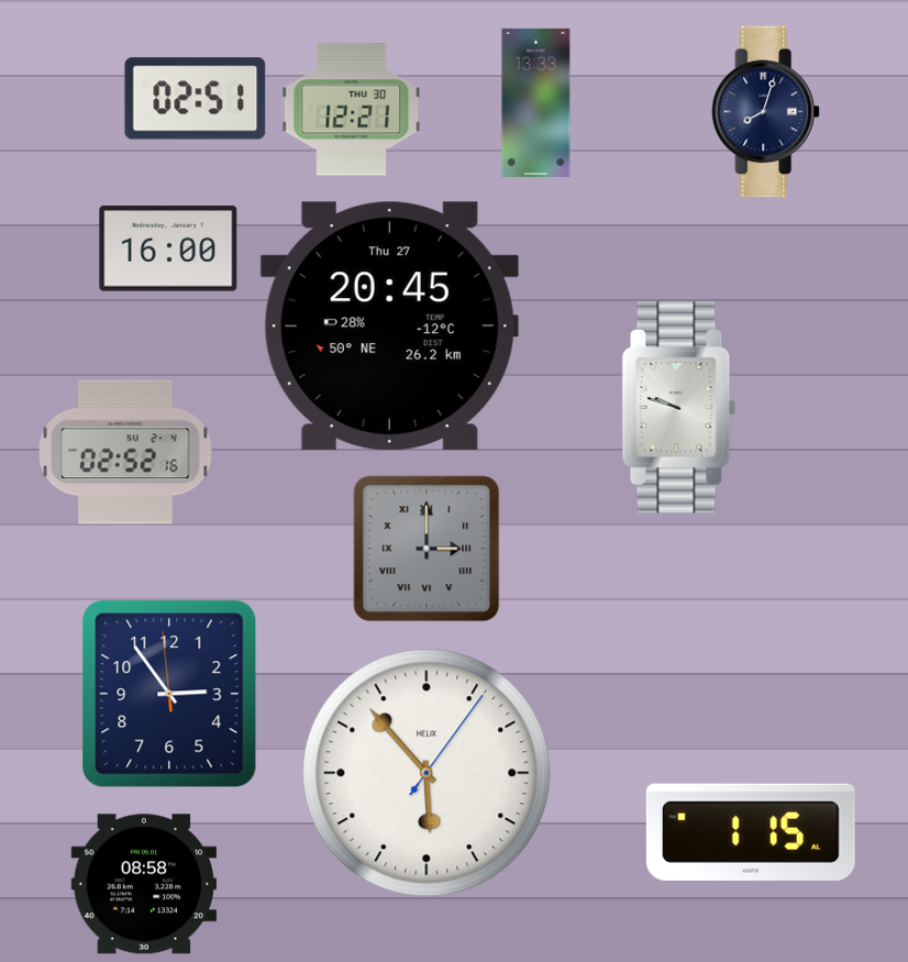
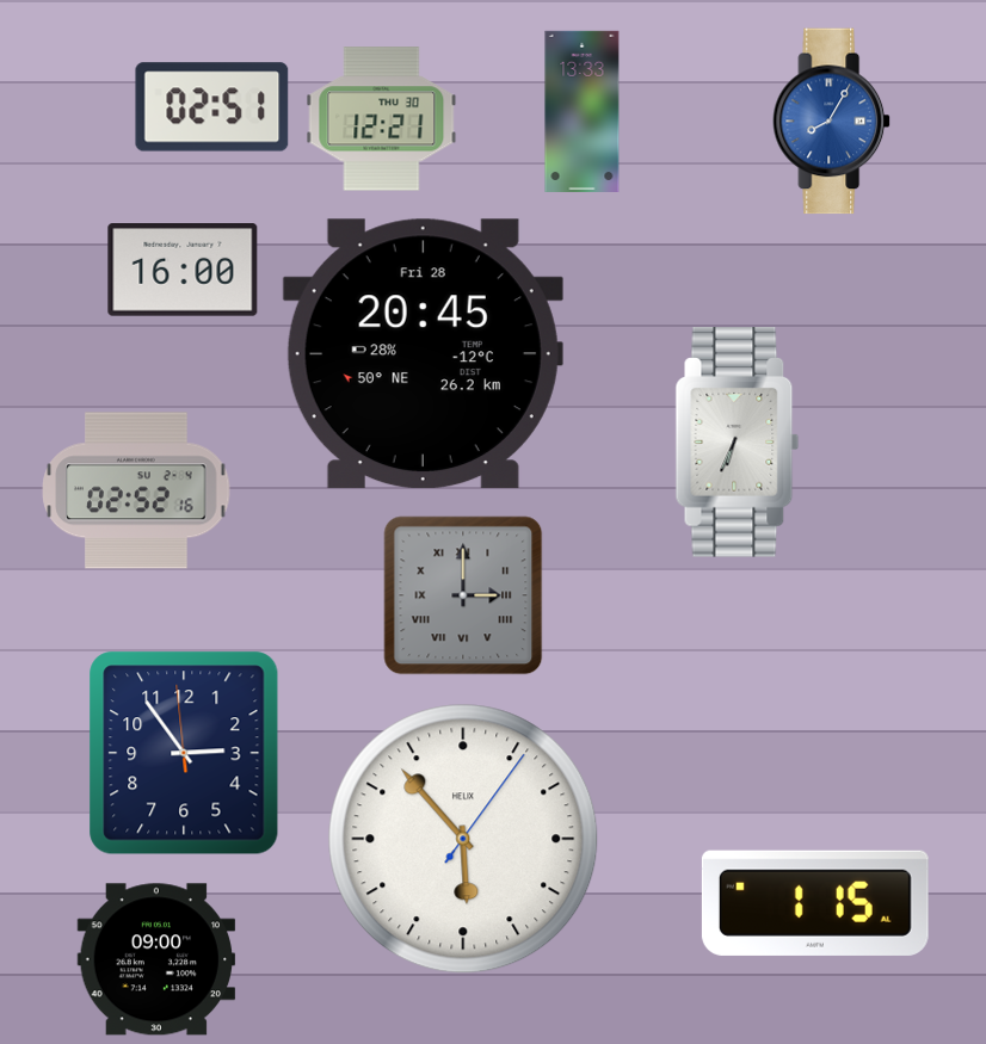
clock at (766, 112): 8:03 -> 8:05
clock at (766, 112) dial: navy -> blue
clock at (389, 327) date: Thu 27 -> Fri 28
clock at (679, 408): 9:48 -> 6:34
clock at (144, 884): 08:58 -> 09:00
